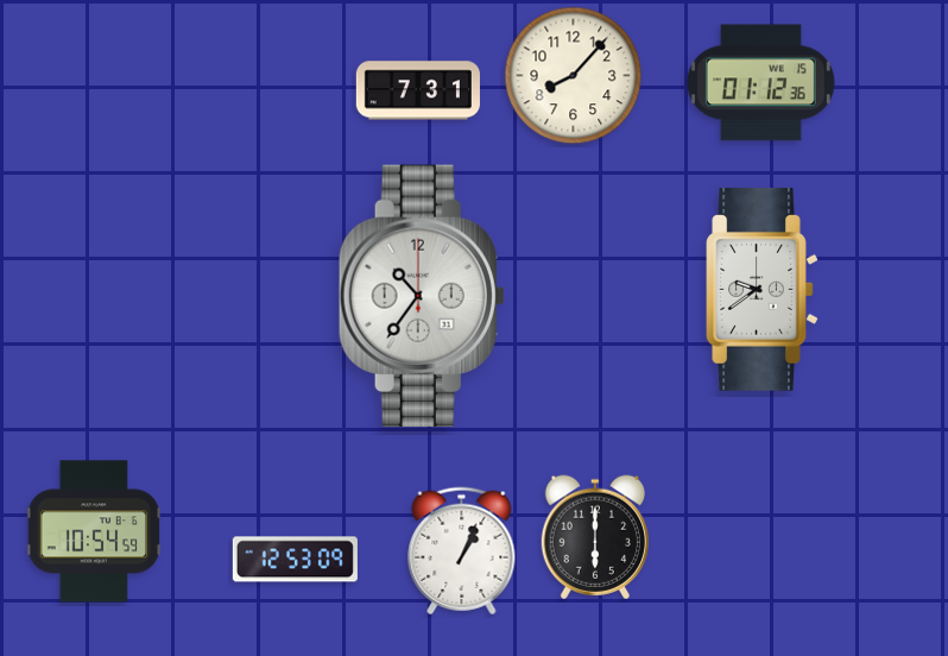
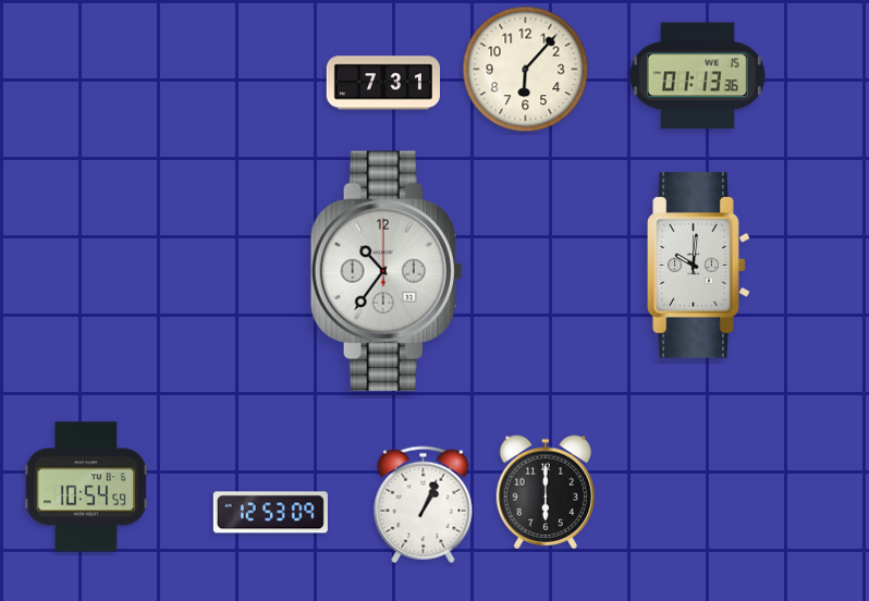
clock at (574, 76): 8:07 -> 6:07
clock at (760, 83): 01:12 -> 01:13
clock at (763, 289): 9:39 -> 10:01
